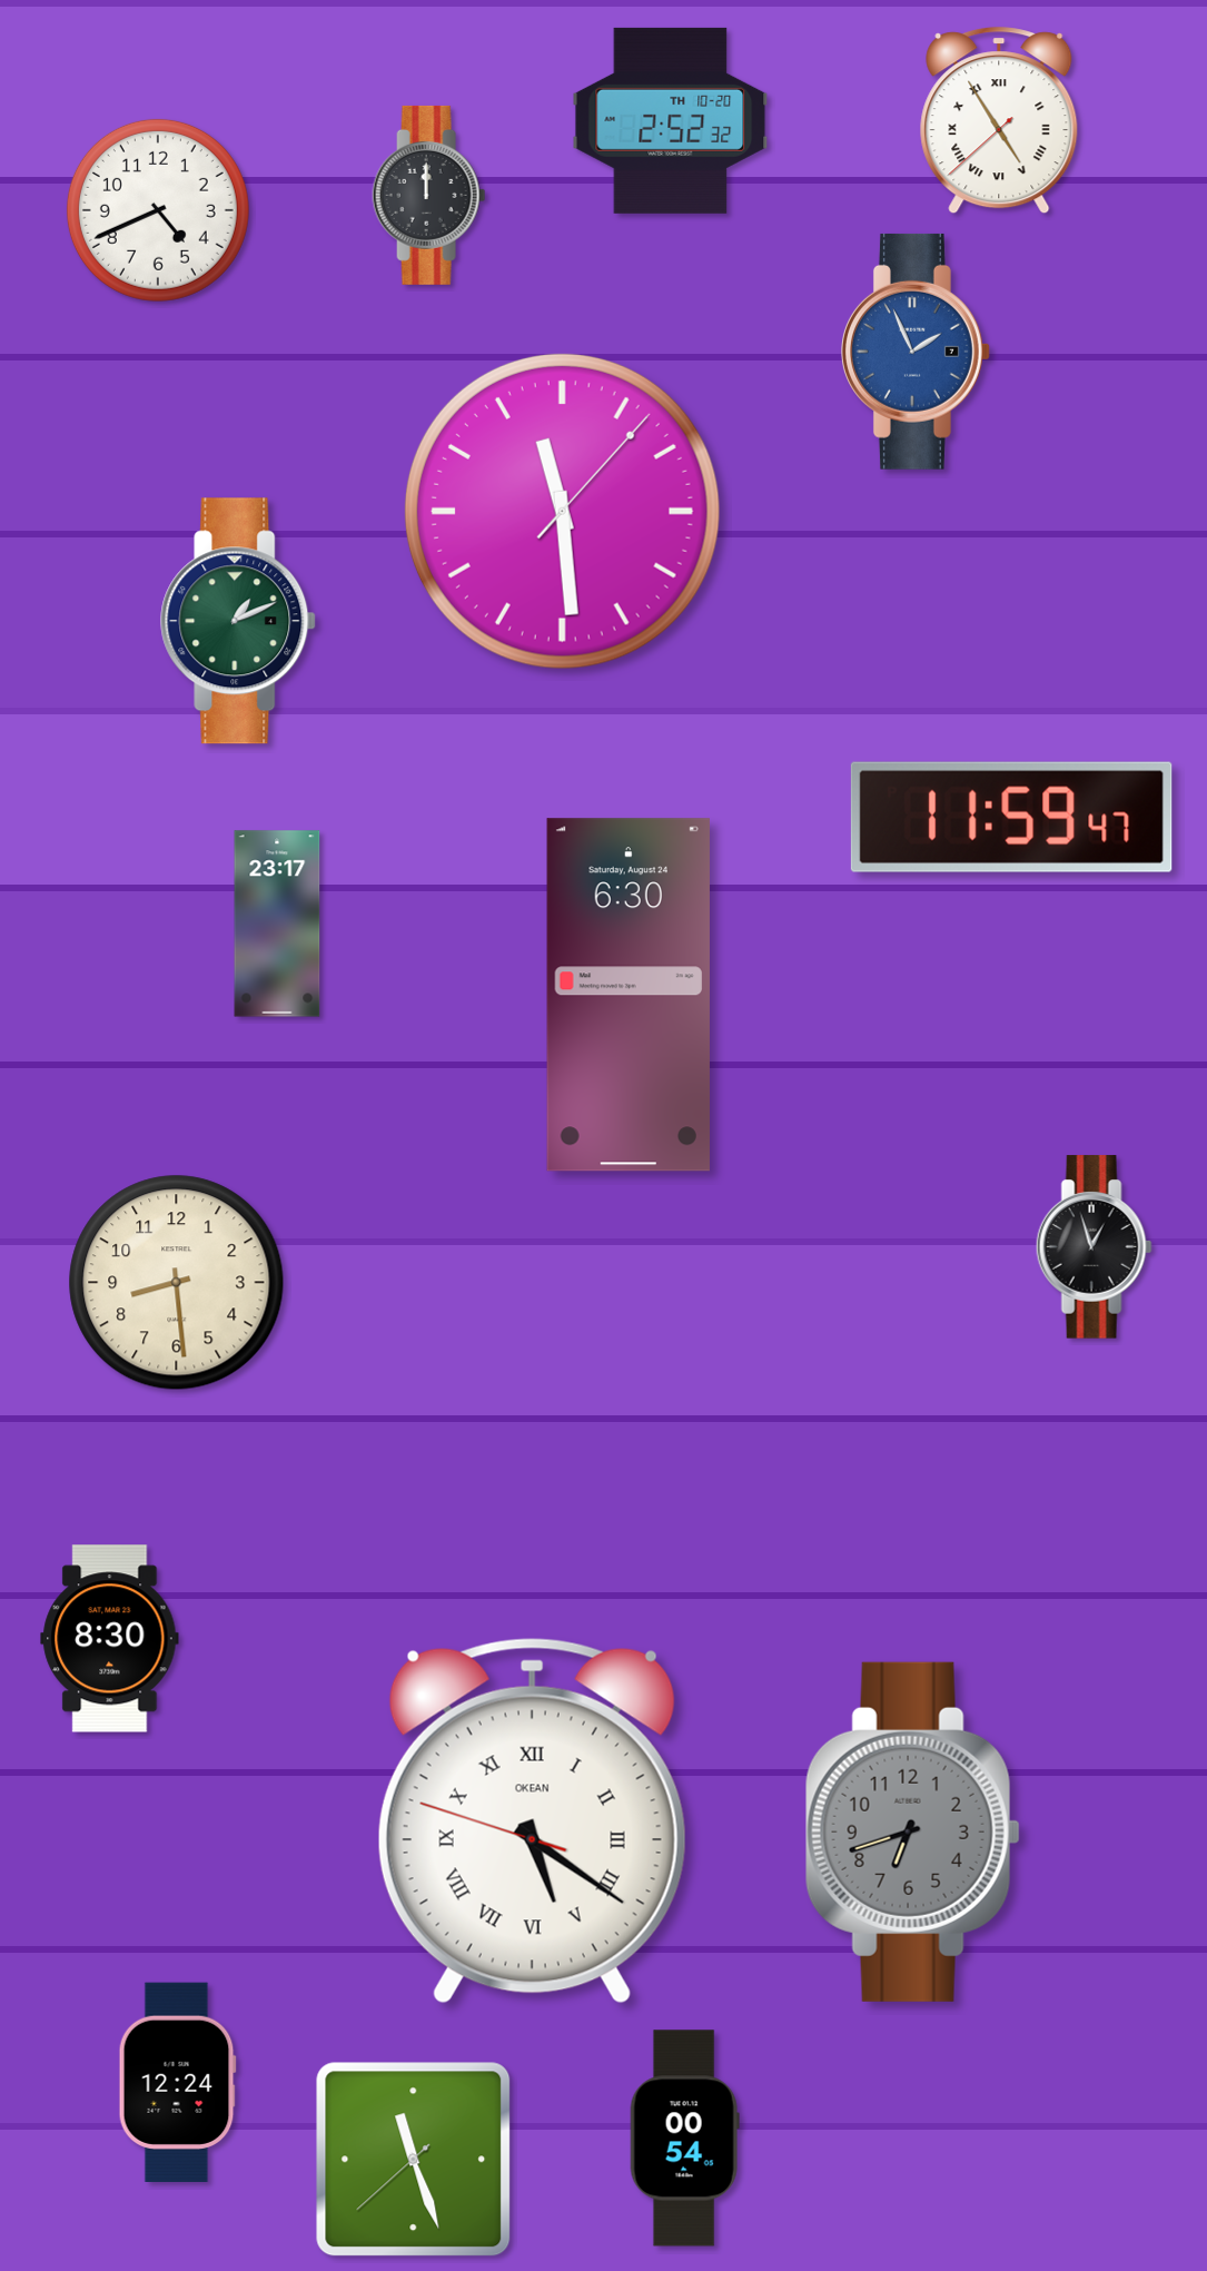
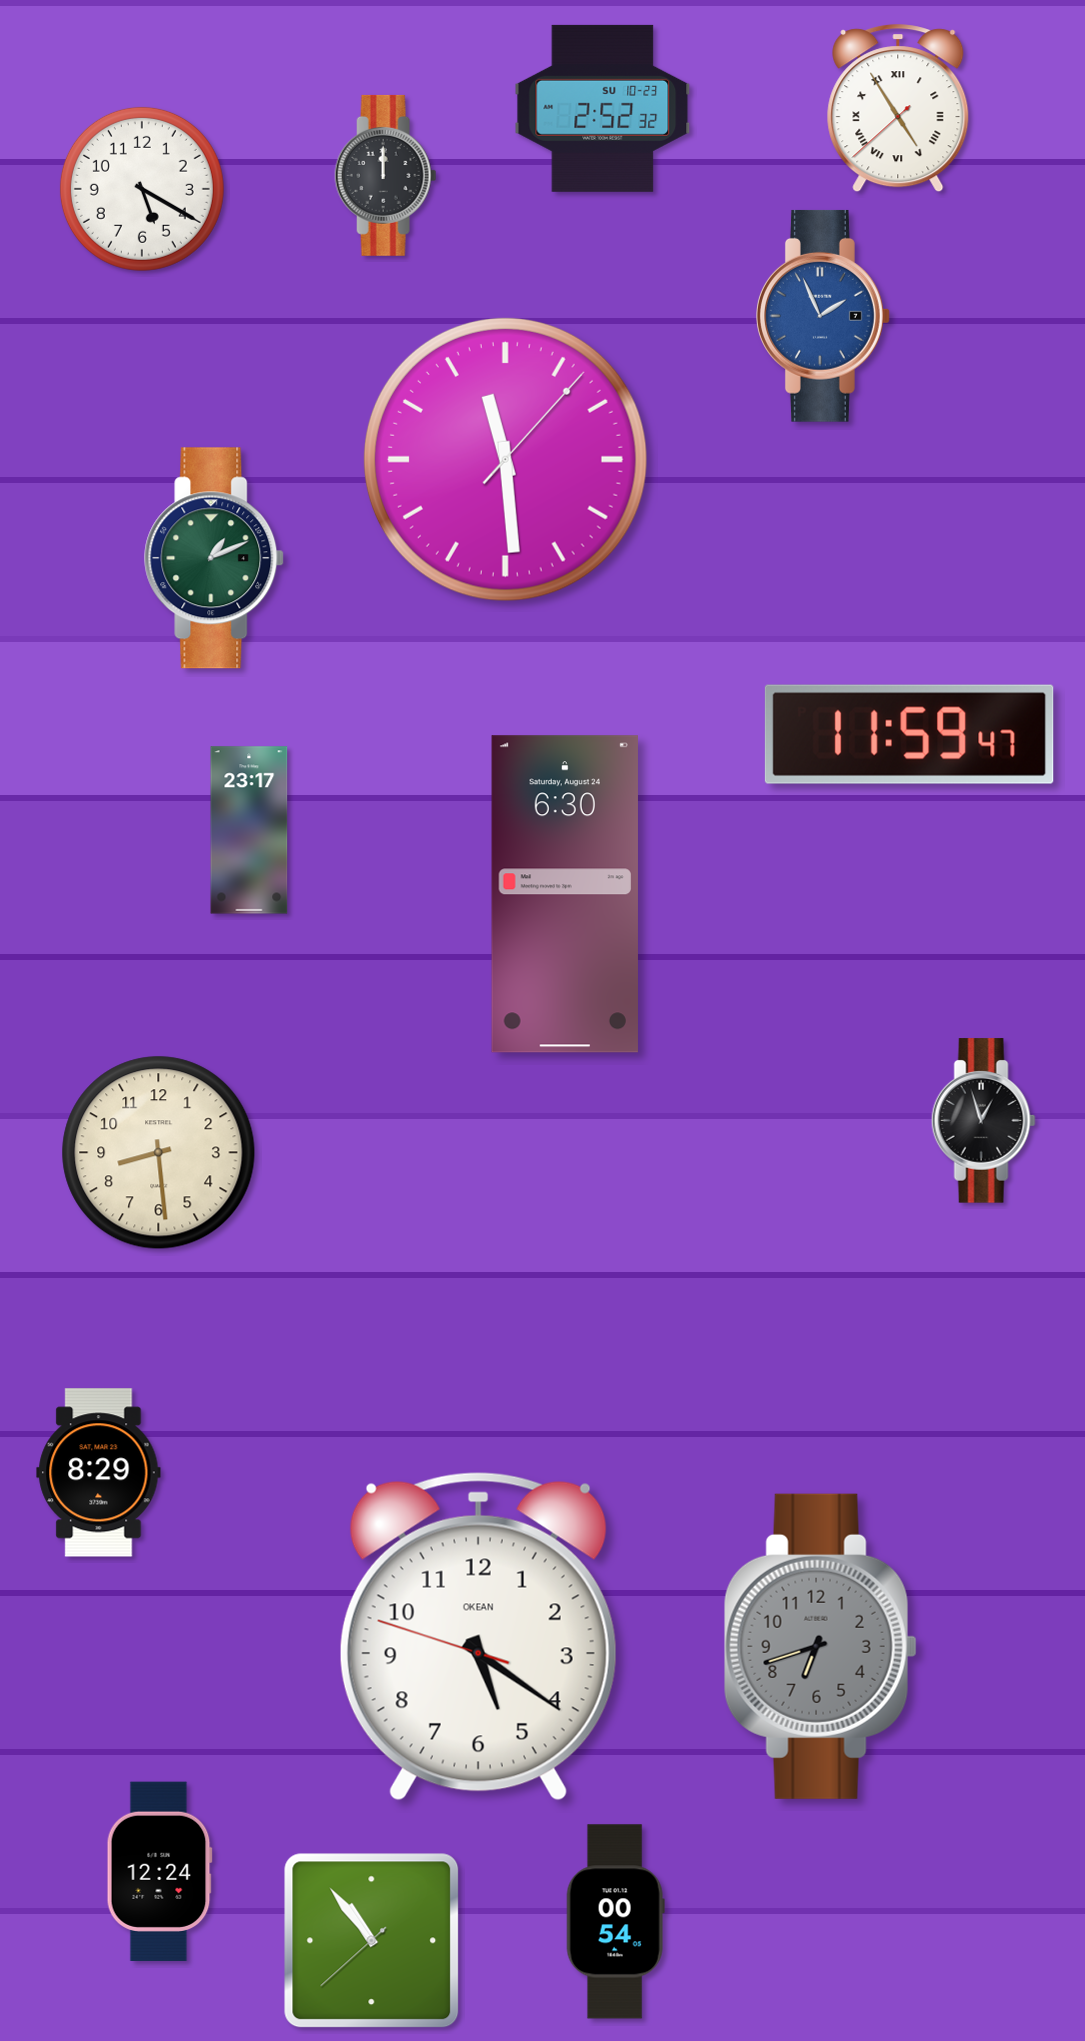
clock at (671, 120) date: TH 10-20 -> SU 10-23
clock at (158, 210): 4:41 -> 5:20
clock at (110, 1639): 8:30 -> 8:29
clock at (532, 1820) numerals: Roman -> Arabic
clock at (414, 2160): 11:26 -> 10:53
